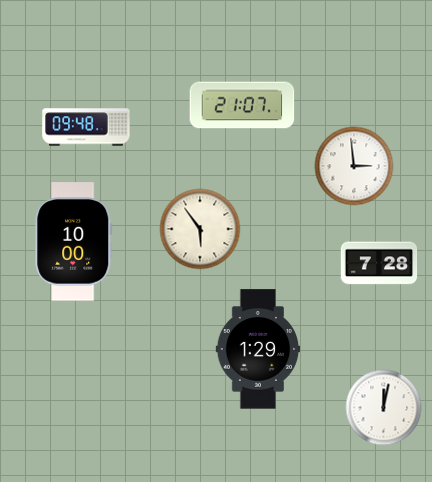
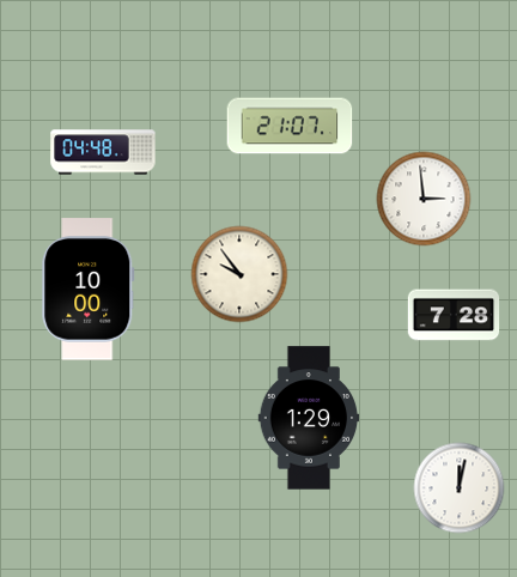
clock at (86, 127): 09:48 -> 04:48
clock at (200, 229): 5:54 -> 9:54
